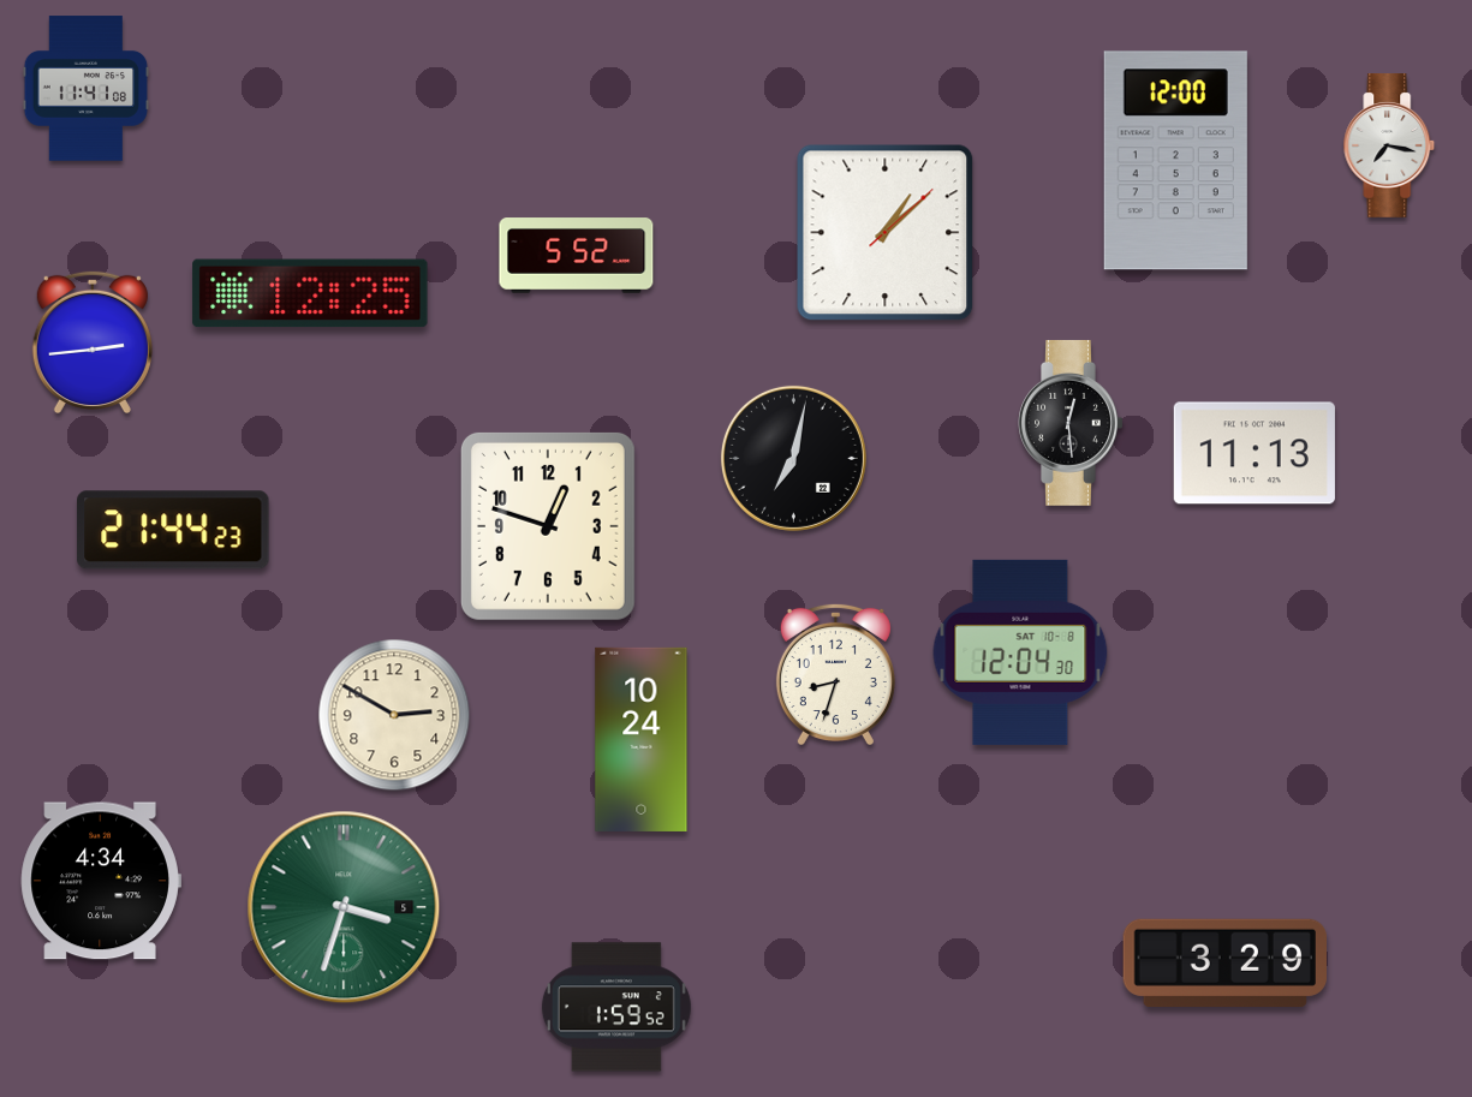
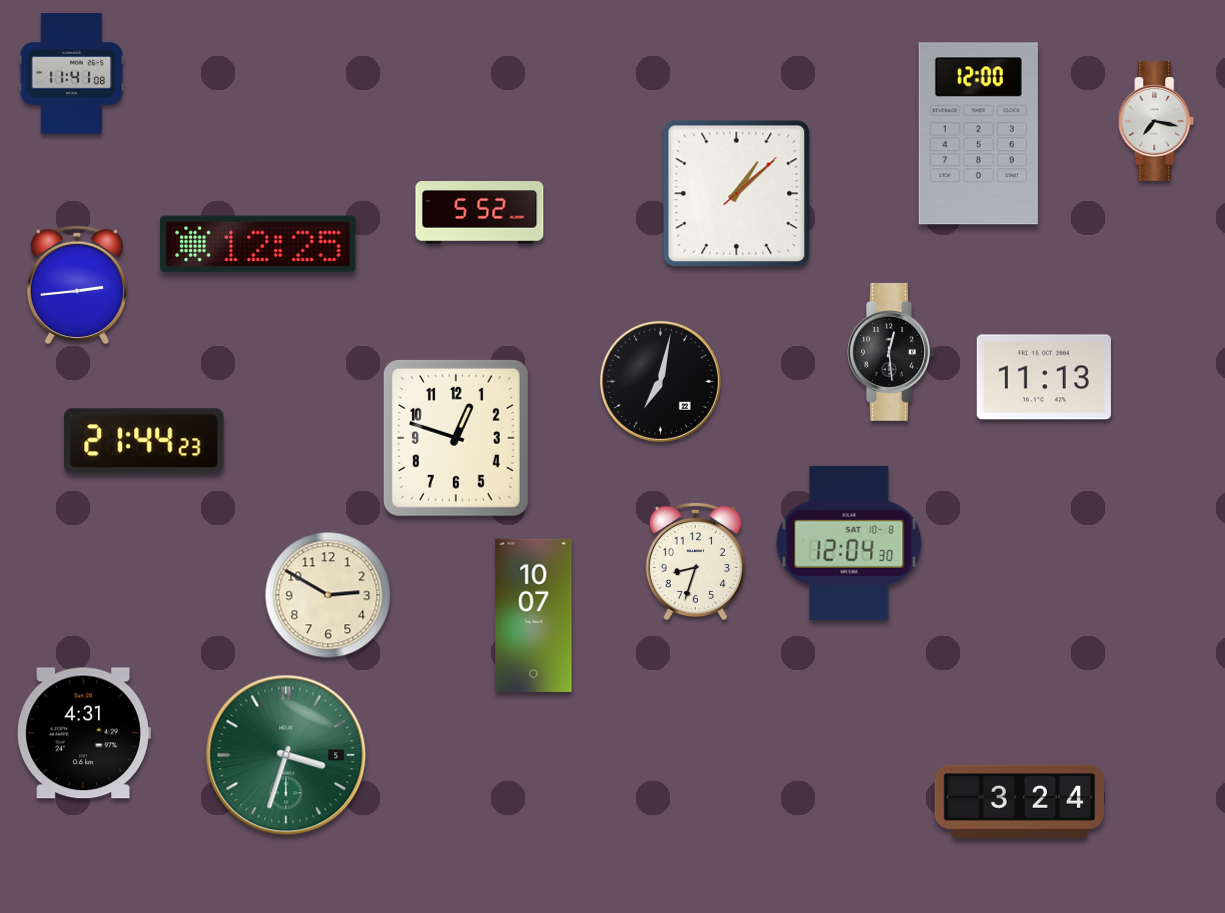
clock at (642, 739): 10:24 -> 10:07
clock at (101, 881): 4:34 -> 4:31
clock at (1224, 962): 3:29 -> 3:24
clock at (616, 1007): 1:59 -> none
